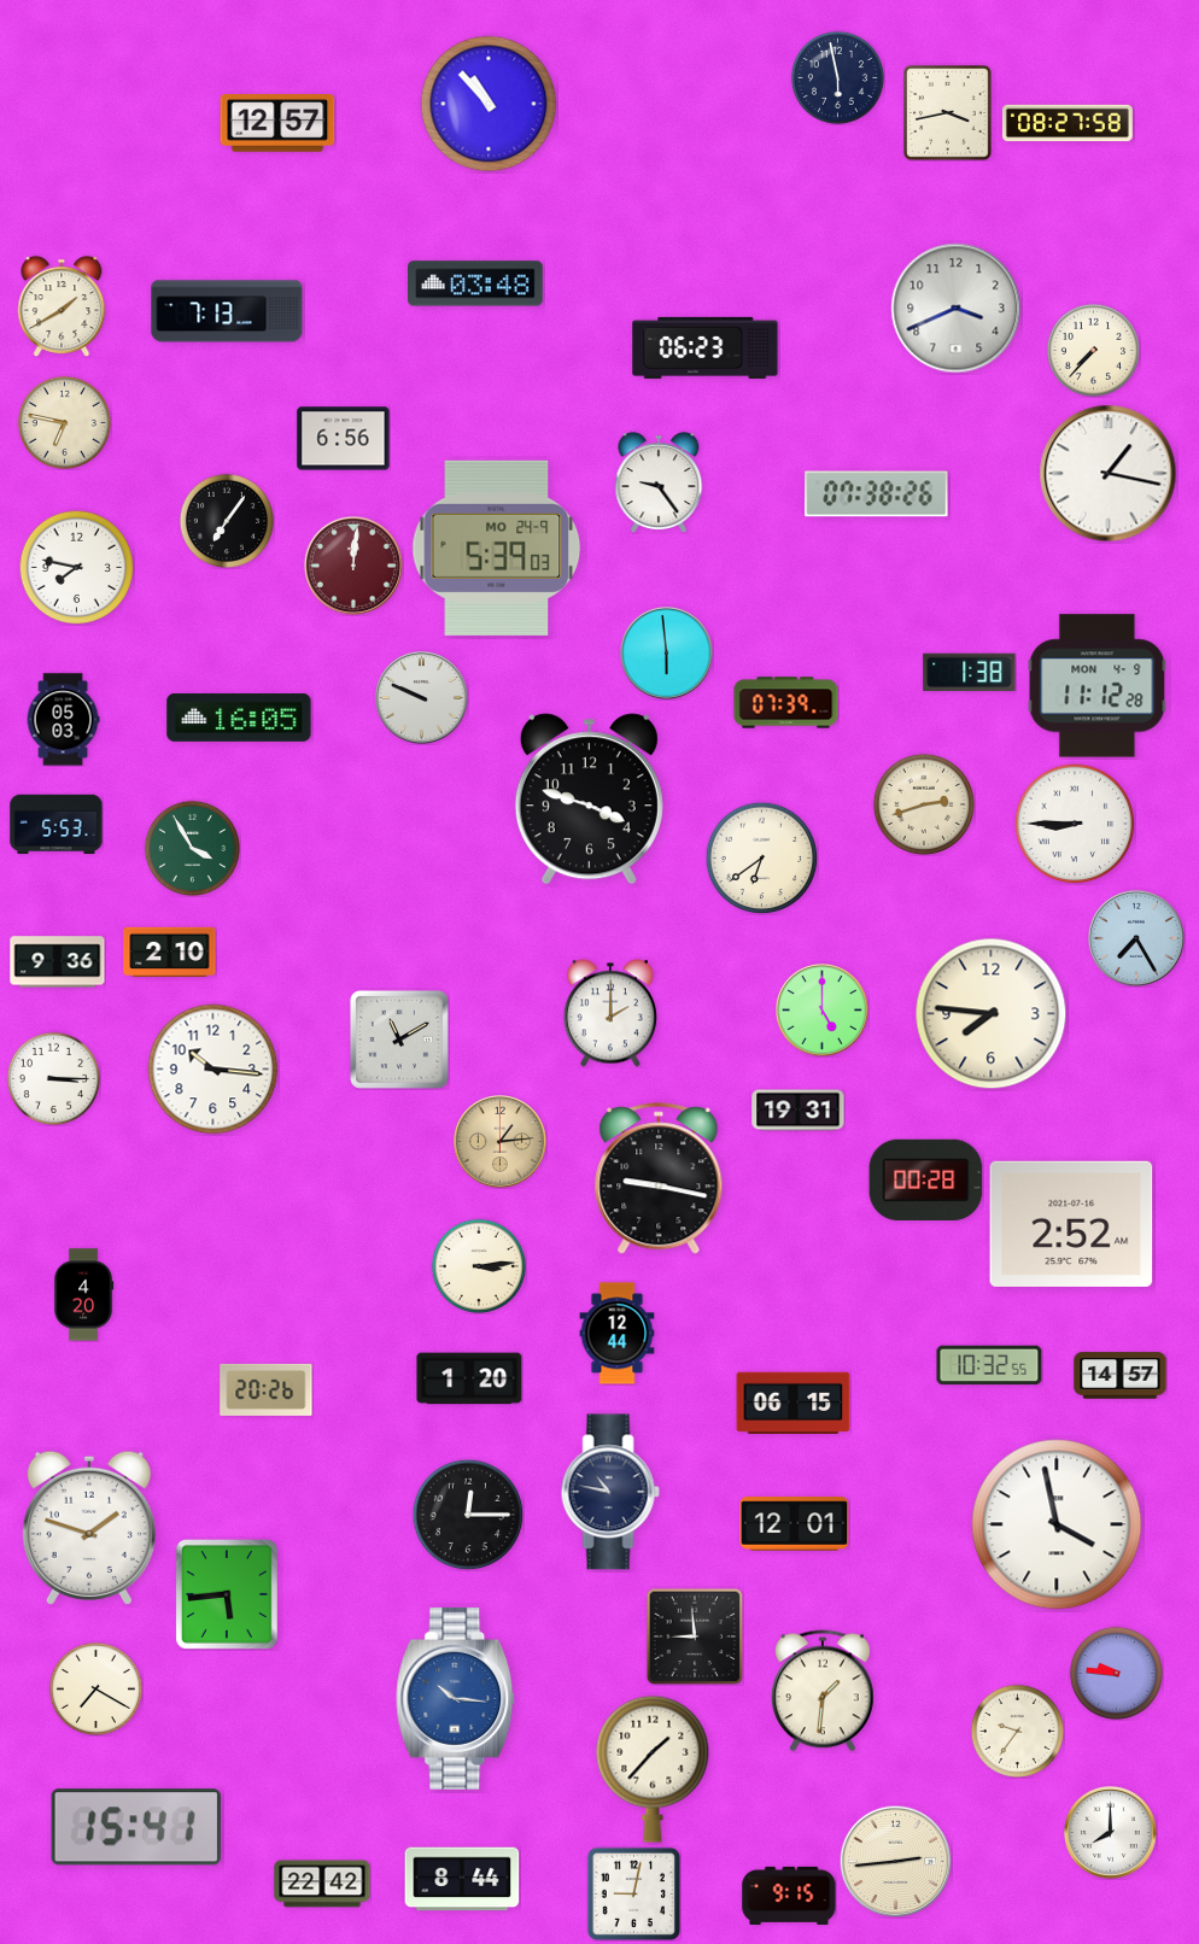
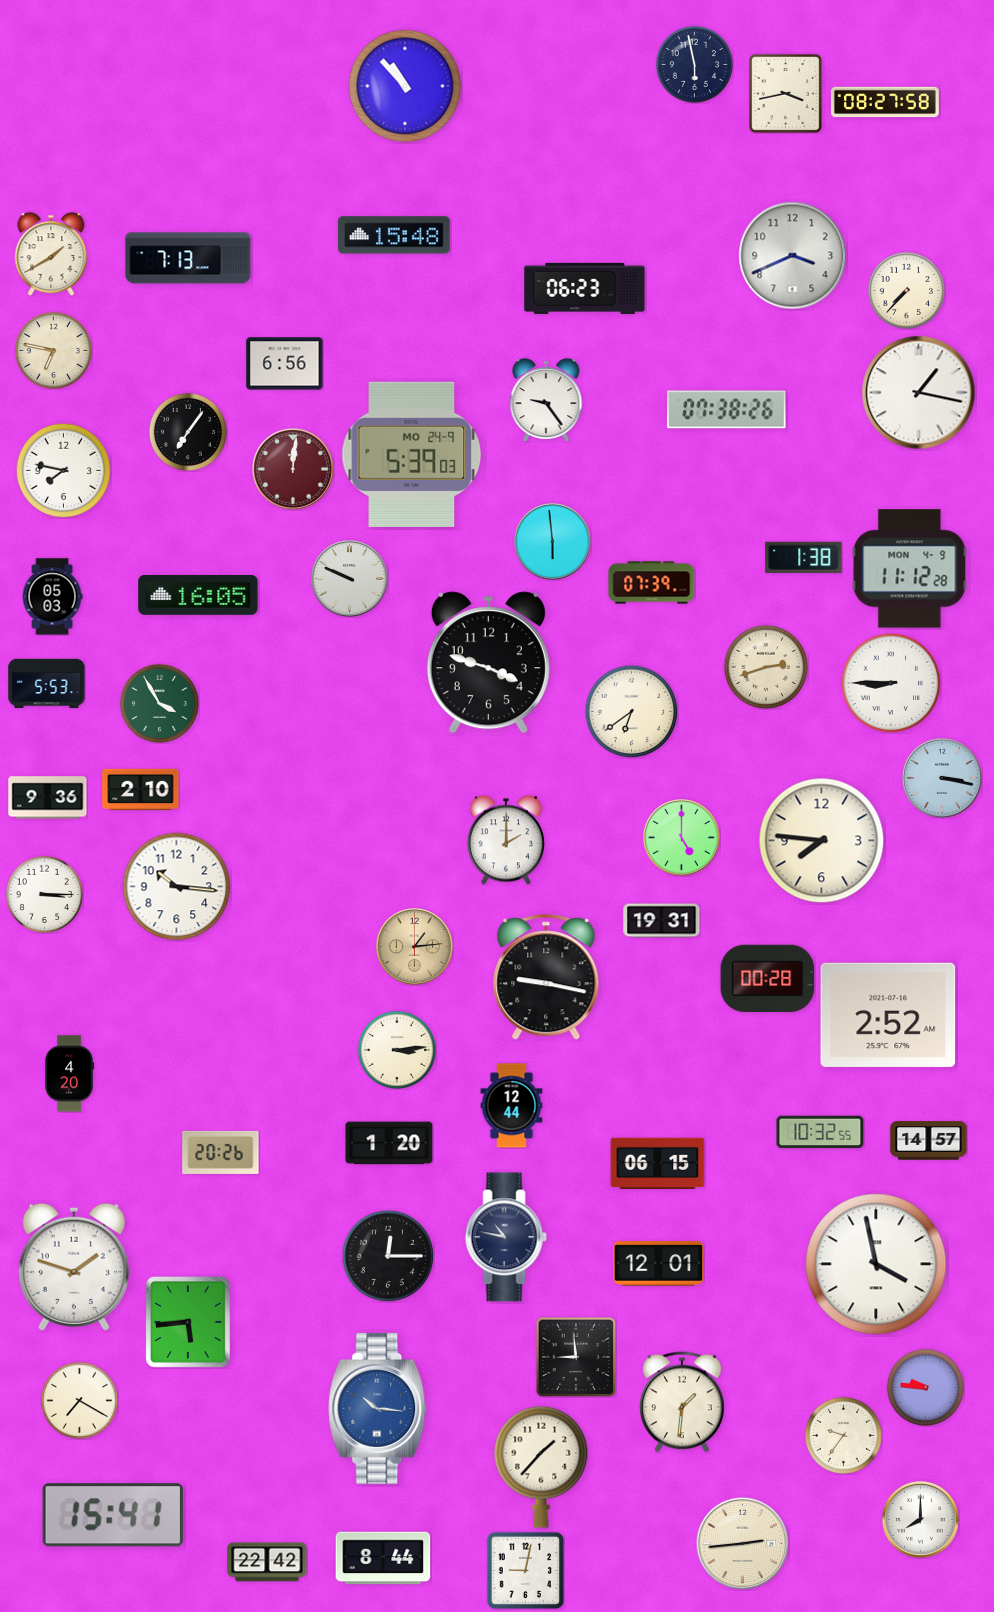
clock at (277, 124): 12:57 -> none
clock at (475, 283): 03:48 -> 15:48
clock at (1136, 938): 7:25 -> 3:17
clock at (399, 1040): 11:10 -> none
clock at (789, 1896): 9:15 -> none
